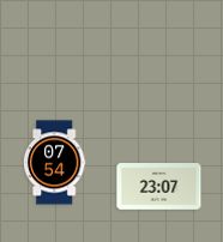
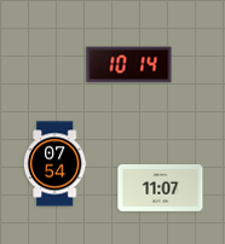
clock at (129, 65): none -> 10:14
clock at (159, 187): 23:07 -> 11:07
